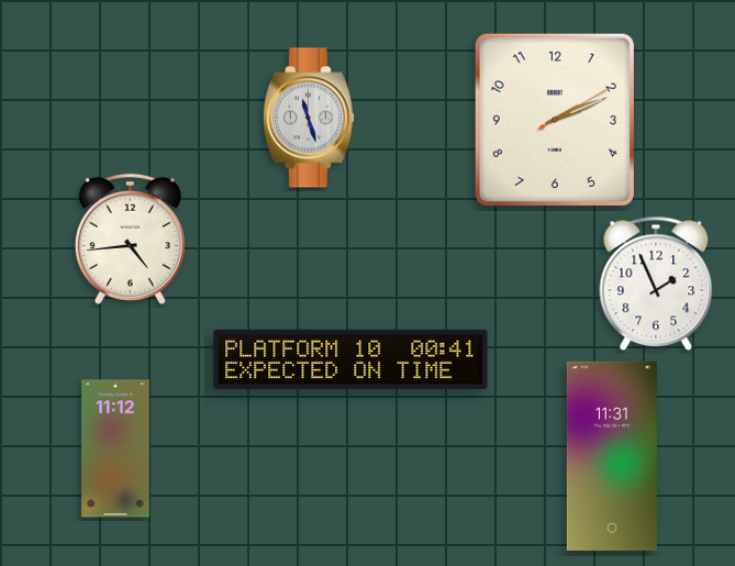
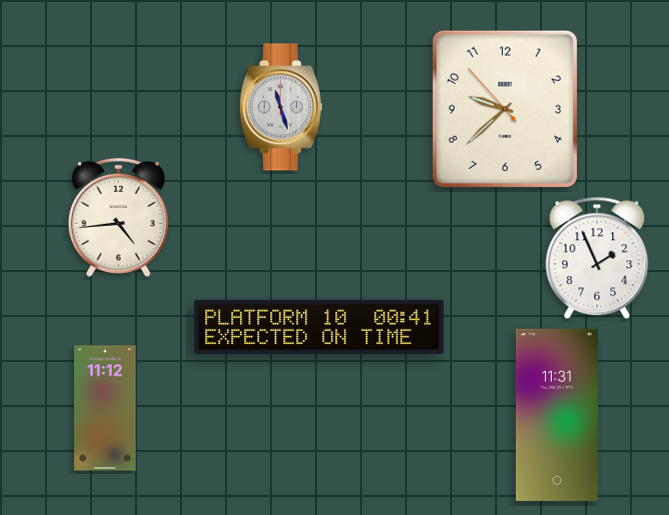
clock at (555, 120): 2:11 -> 9:37
